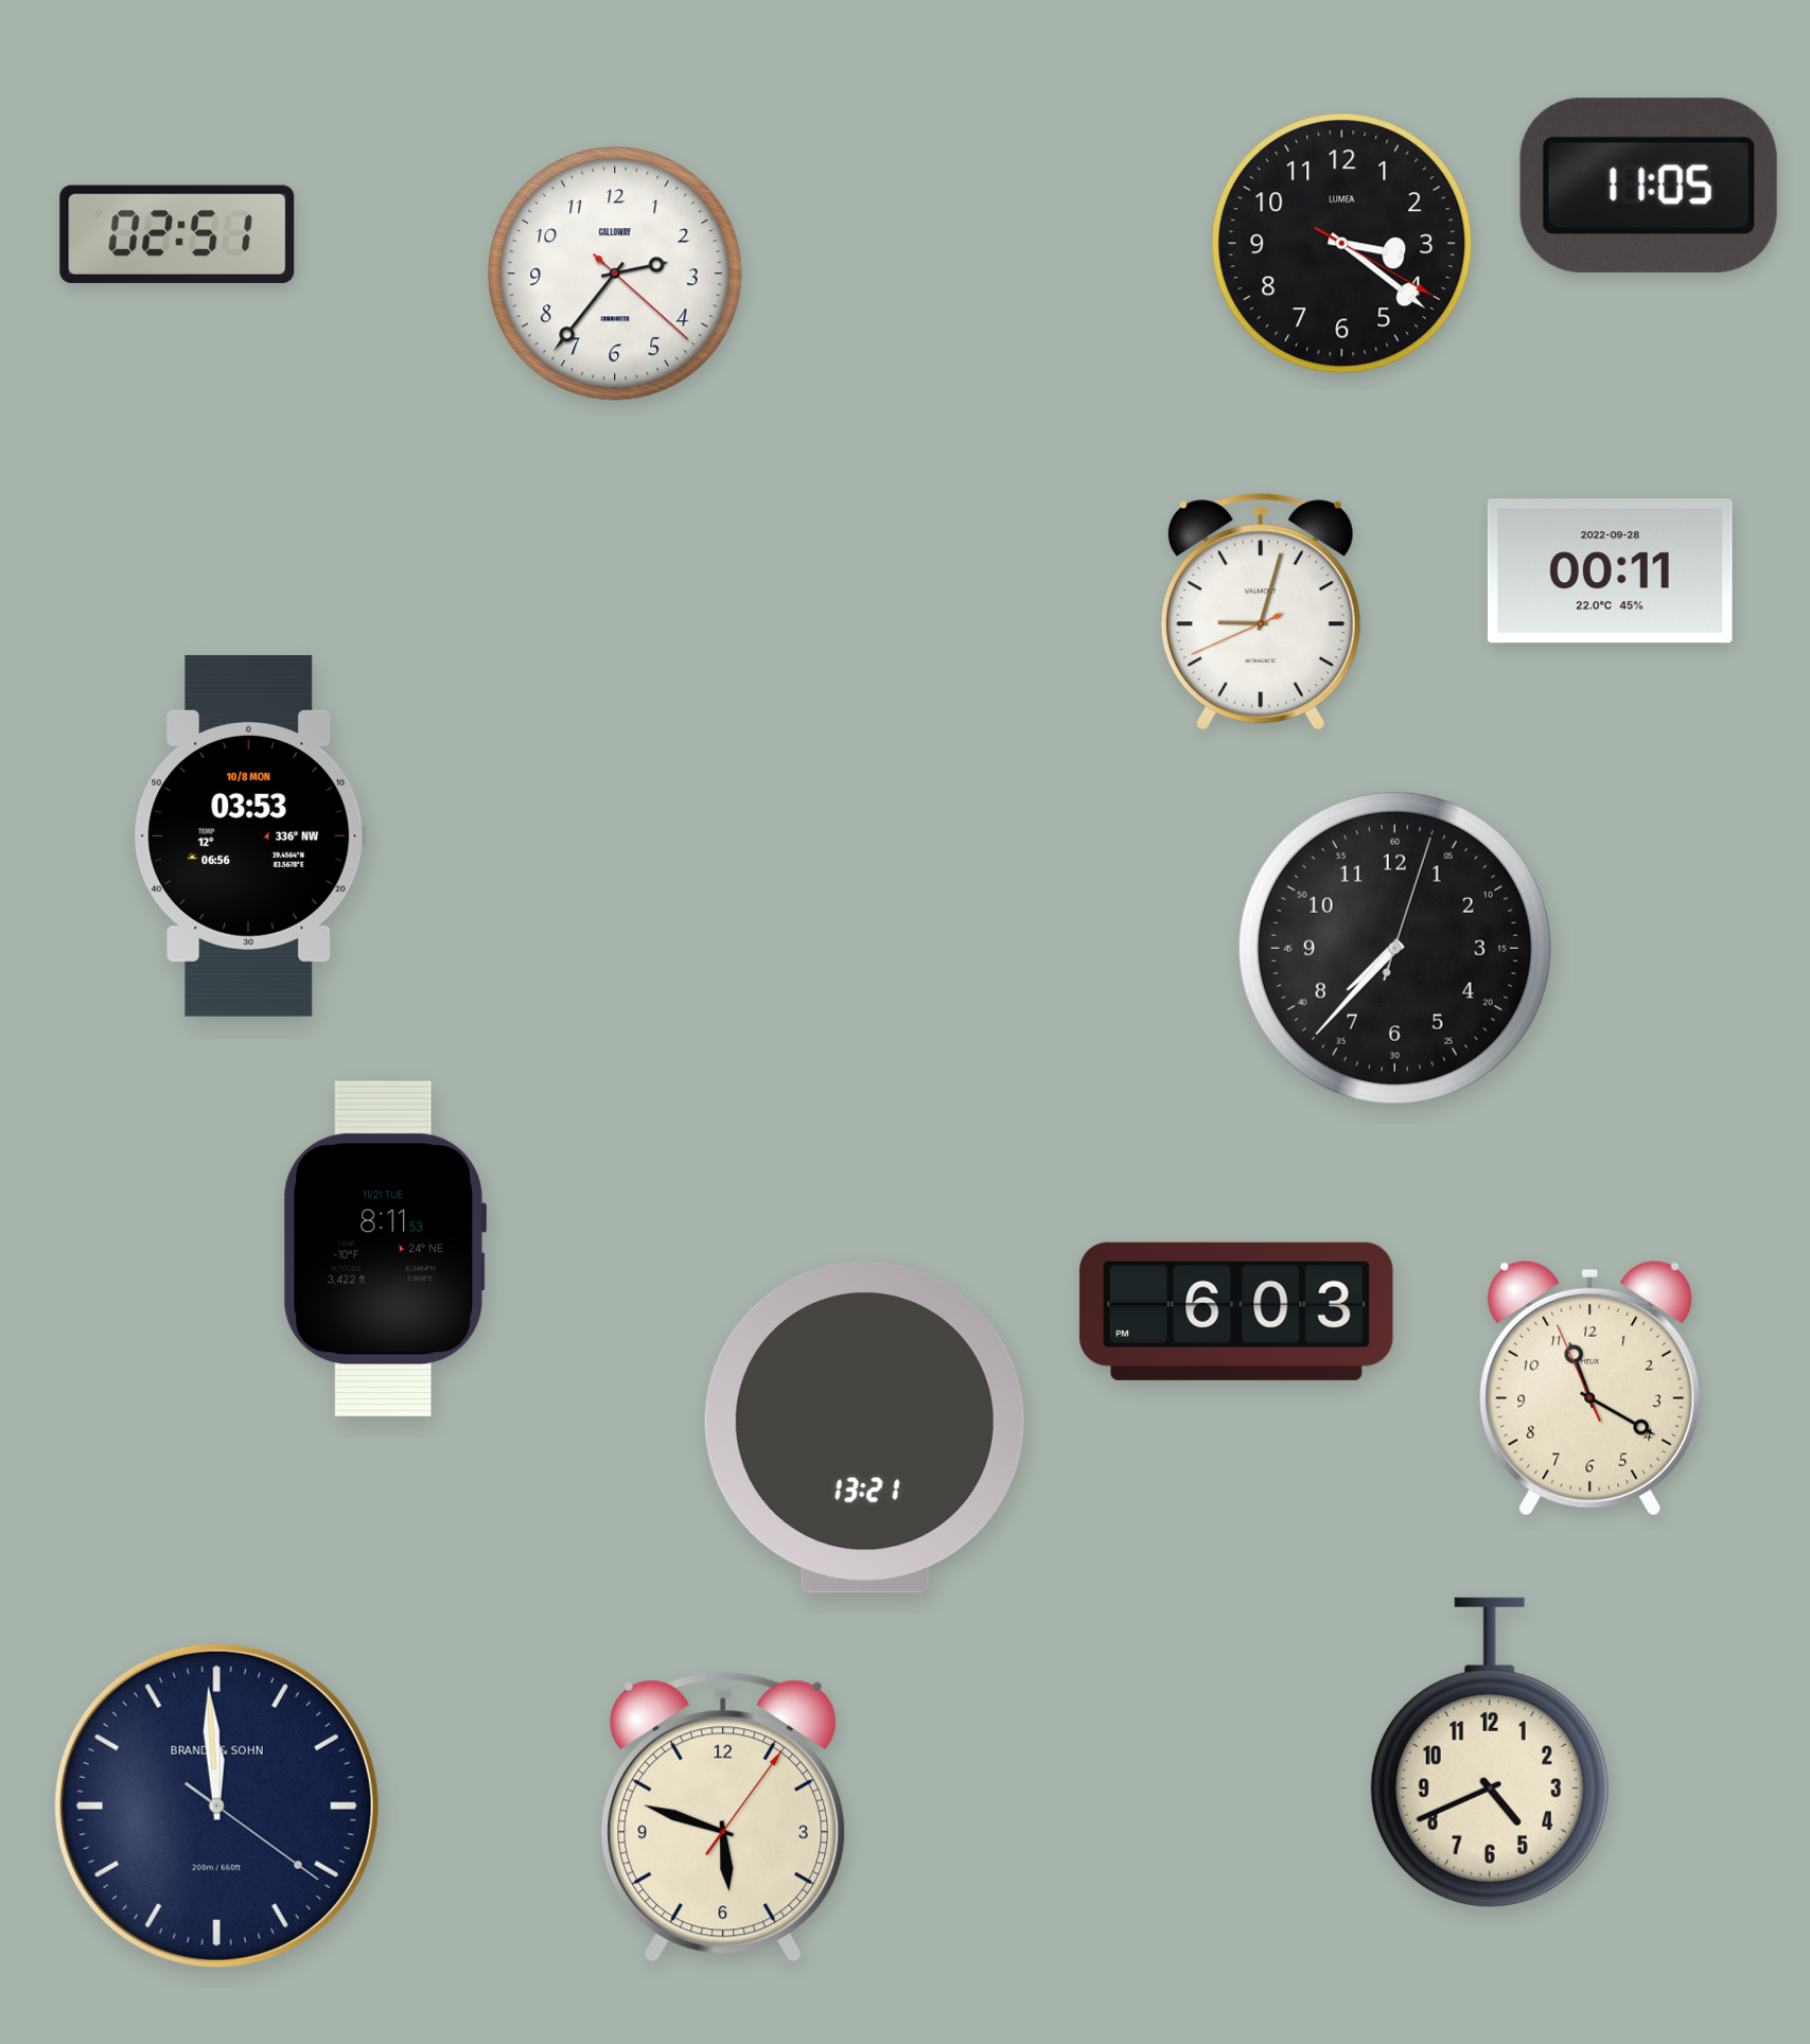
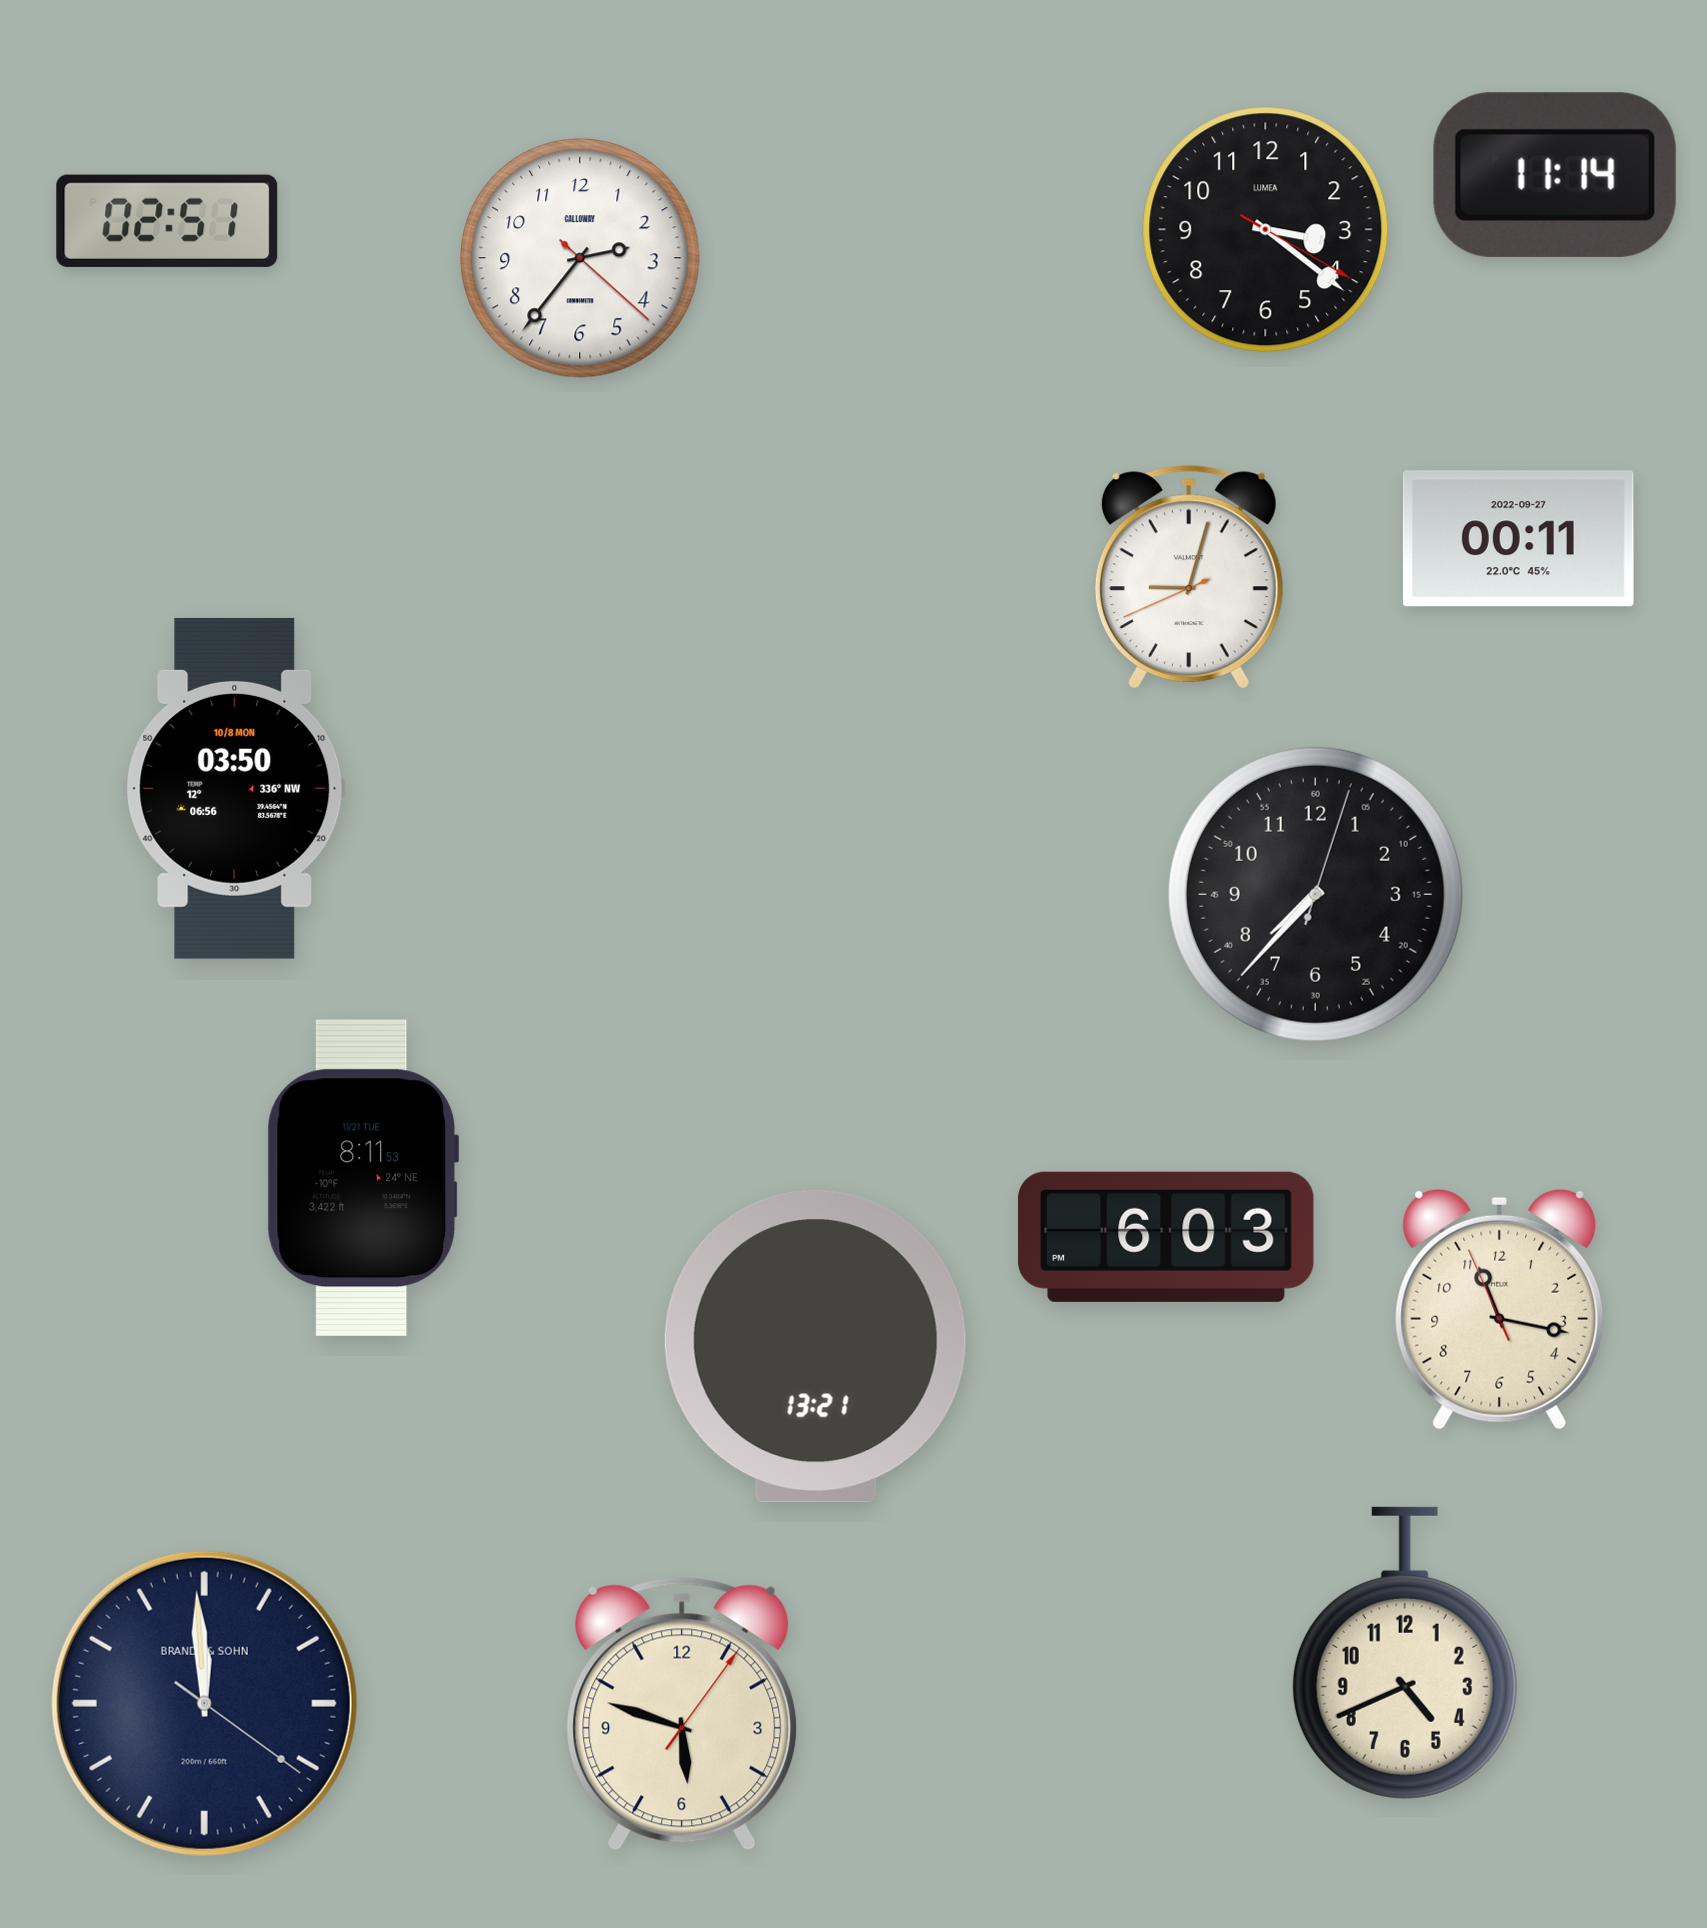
clock at (1649, 186): 11:05 -> 11:14
clock at (1610, 571) date: 2022-09-28 -> 2022-09-27
clock at (249, 835): 03:53 -> 03:50
clock at (1591, 1388): 11:19 -> 11:16
